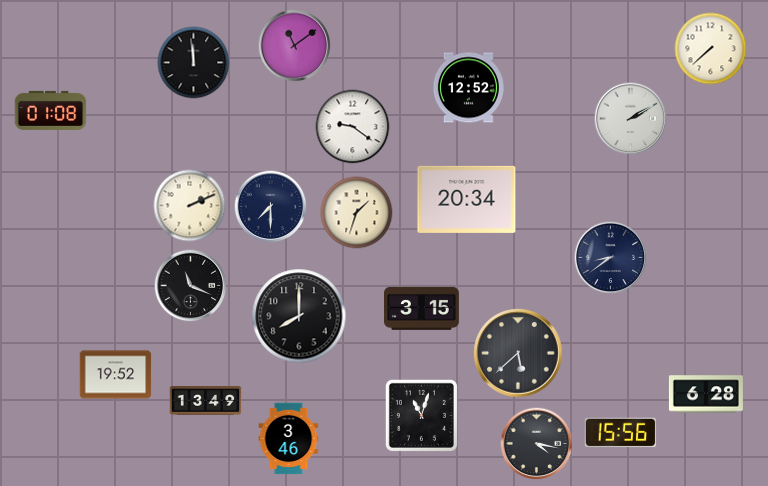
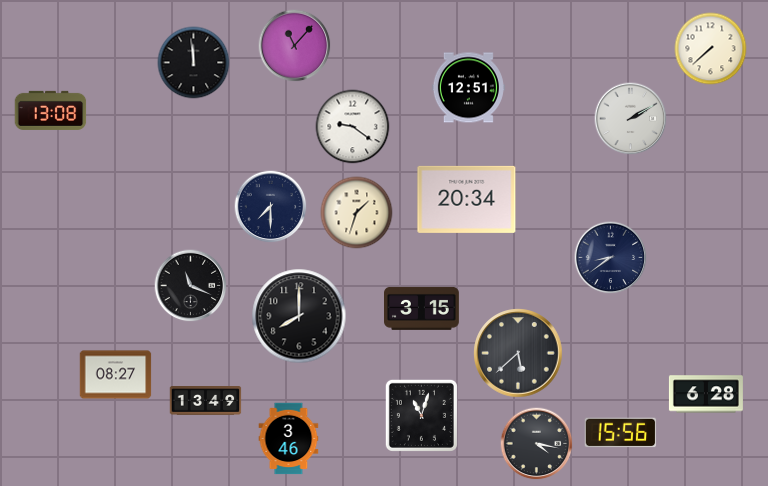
clock at (295, 46): 11:09 -> 11:07
clock at (468, 88): 12:52 -> 12:51
clock at (51, 110): 01:08 -> 13:08
clock at (190, 206): 2:11 -> none
clock at (116, 375): 19:52 -> 08:27
